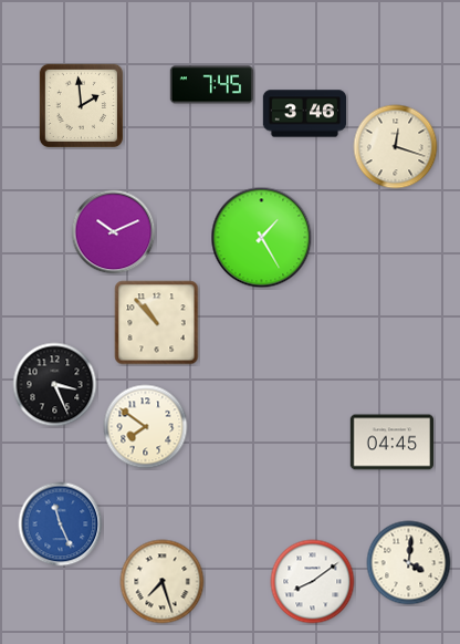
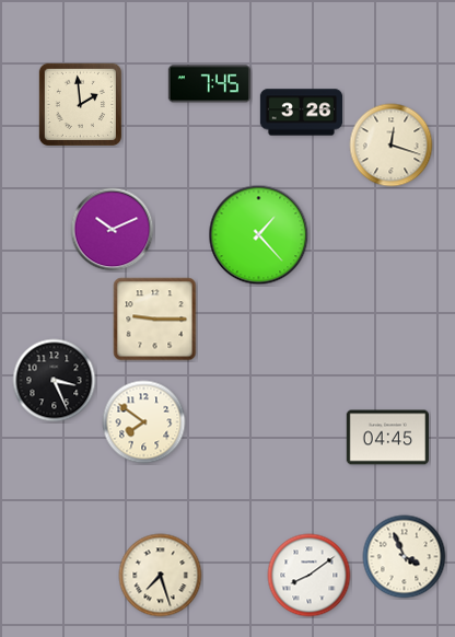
clock at (305, 114): 3:46 -> 3:26
clock at (262, 238): 1:25 -> 1:23
clock at (157, 323): 10:53 -> 9:15
clock at (61, 524): 11:26 -> none
clock at (409, 563): 4:01 -> 3:56
